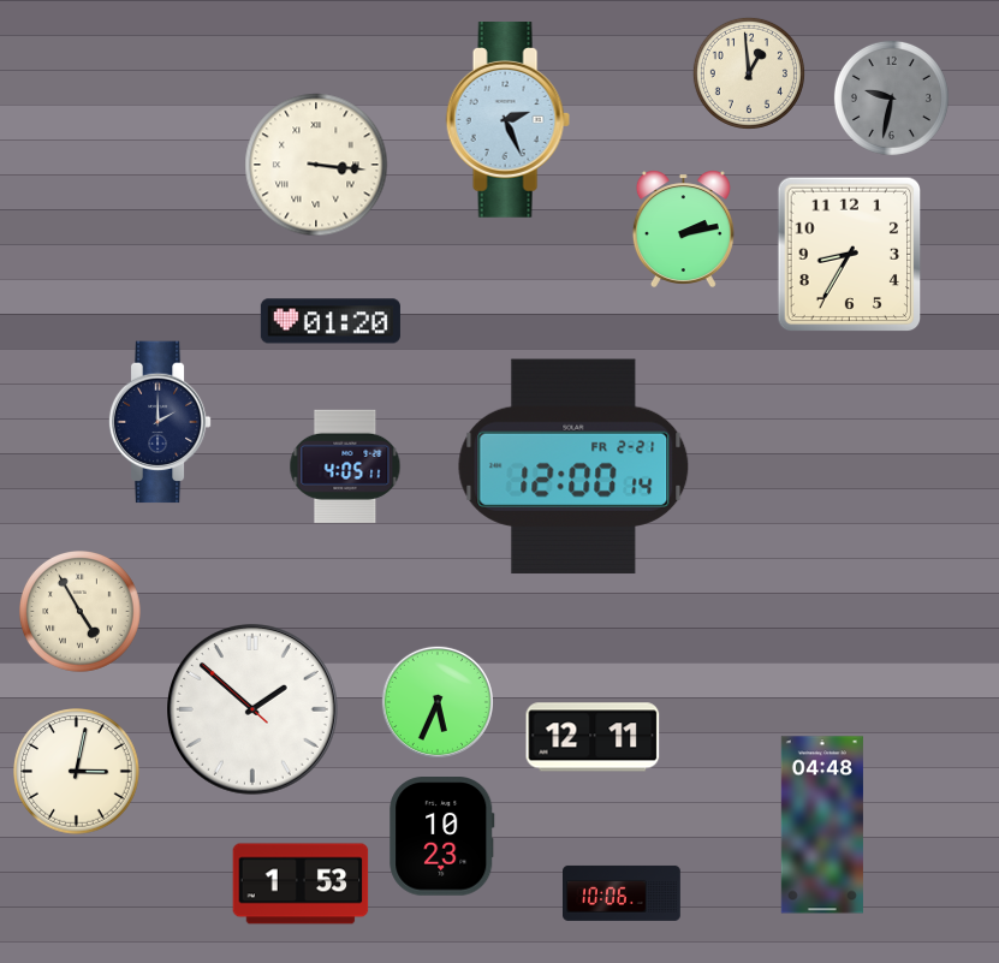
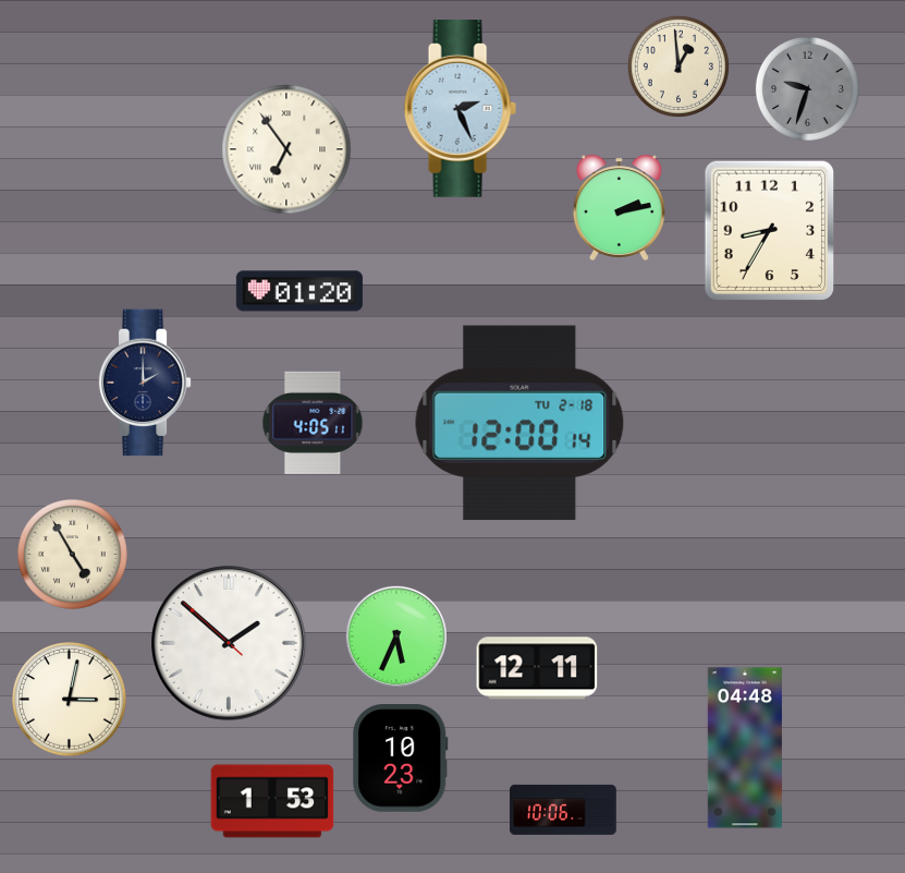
clock at (891, 97): 9:32 -> 9:33
clock at (316, 165): 3:16 -> 6:54
clock at (573, 466) date: FR 2-21 -> TU 2-18
